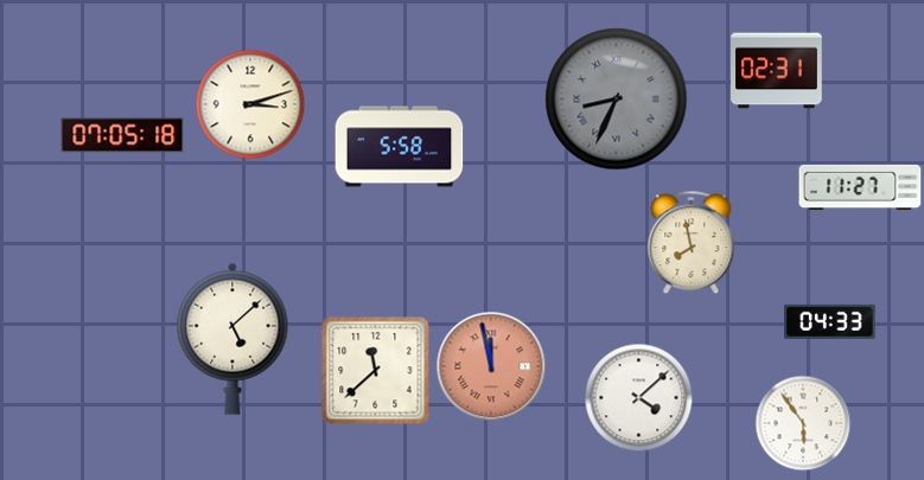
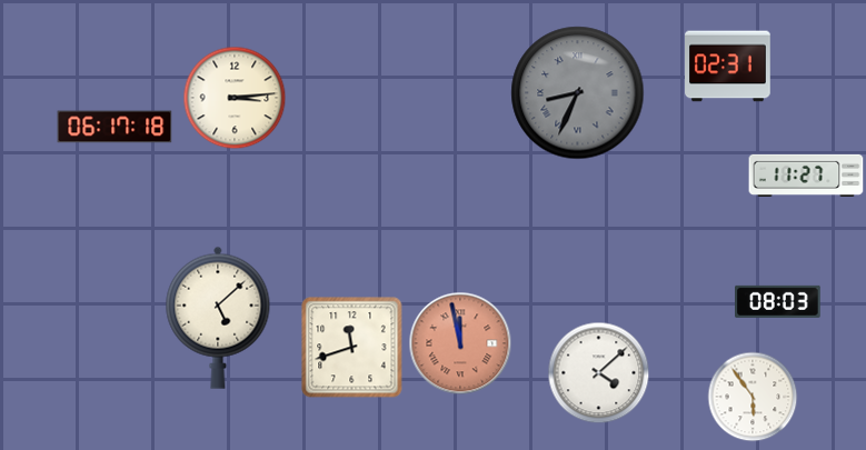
clock at (250, 104): 3:12 -> 3:14
clock at (122, 135): 07:05 -> 06:17
clock at (400, 147): 5:58 -> none
clock at (692, 242): 7:58 -> none
clock at (830, 321): 04:33 -> 08:03
clock at (376, 371): 11:38 -> 11:42
